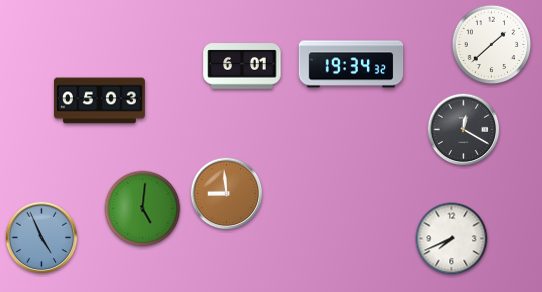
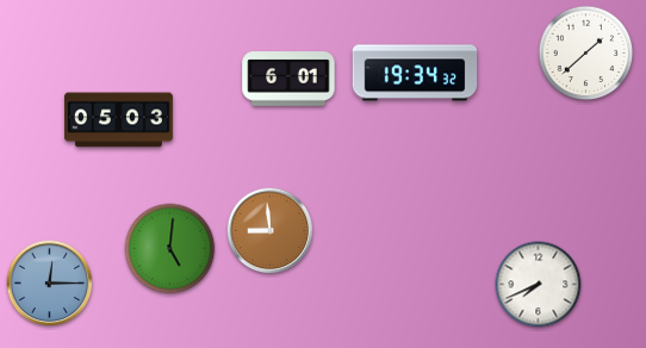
clock at (351, 64) position: (351, 64) -> (415, 73)
clock at (464, 130): 12:20 -> none
clock at (42, 238): 4:56 -> 12:15
